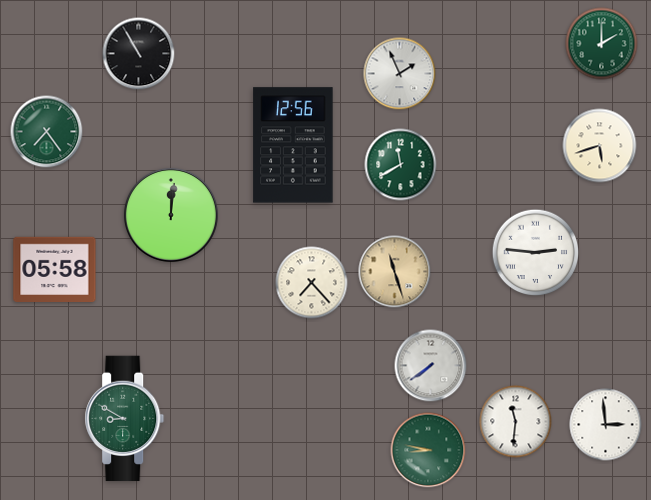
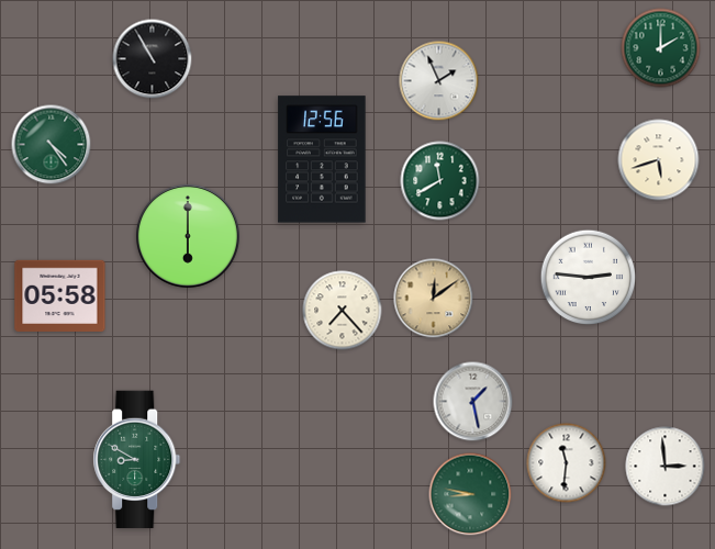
clock at (47, 132): 7:24 -> 4:24
clock at (171, 215): 12:01 -> 6:00
clock at (395, 272): 11:27 -> 12:09
clock at (431, 366): 7:39 -> 1:28
